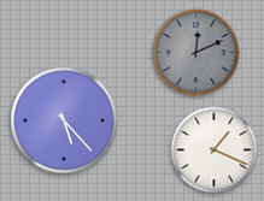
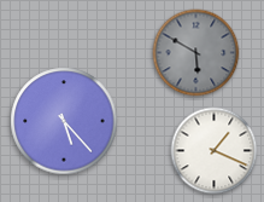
clock at (196, 53): 12:11 -> 5:50
